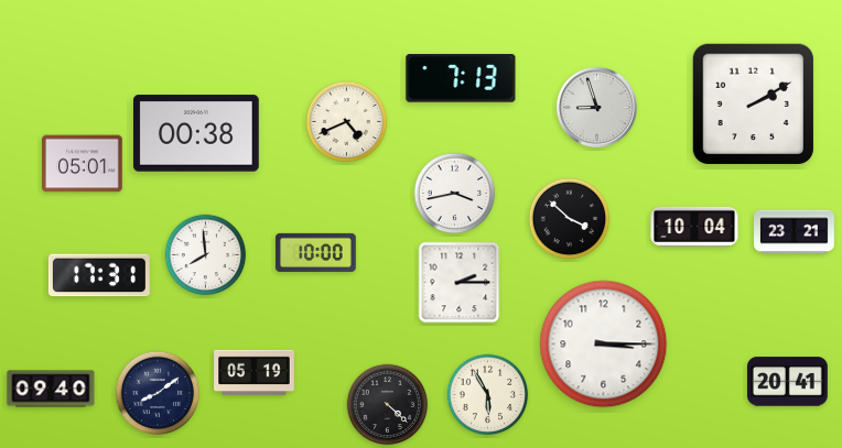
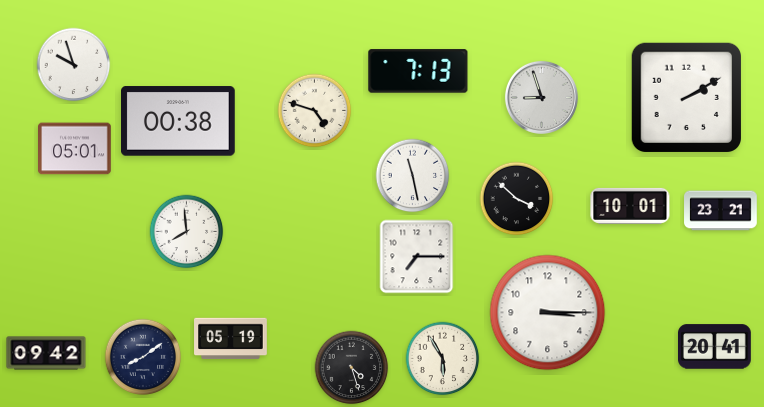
clock at (74, 65): none -> 9:57
clock at (753, 103) position: (753, 103) -> (686, 97)
clock at (347, 122): 4:41 -> 4:48
clock at (455, 194): 3:43 -> 11:28
clock at (694, 227): 10:04 -> 10:01
clock at (316, 252): 10:00 -> none
clock at (99, 275): 17:31 -> none
clock at (460, 283): 2:15 -> 7:15
clock at (51, 389): 09:40 -> 09:42
clock at (388, 405): 4:22 -> 4:27
